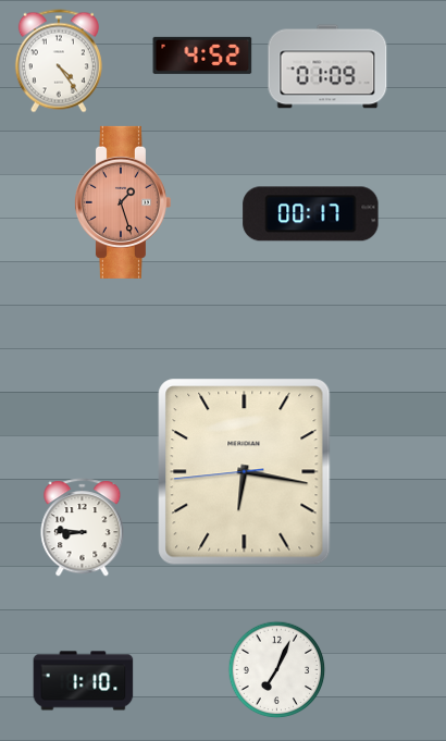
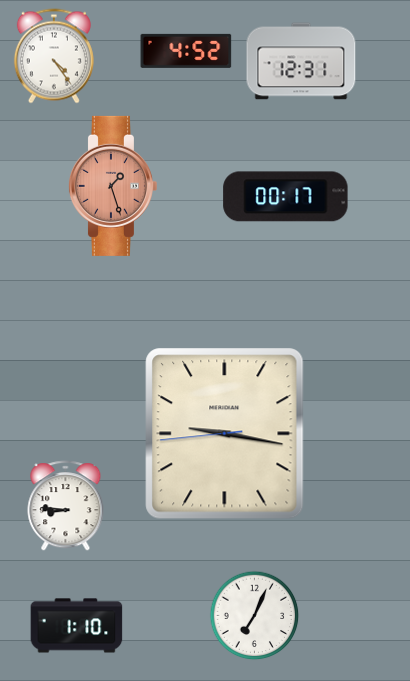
clock at (327, 66): 01:09 -> 12:31
clock at (245, 472): 6:16 -> 9:16
clock at (83, 528) position: (83, 528) -> (66, 506)
